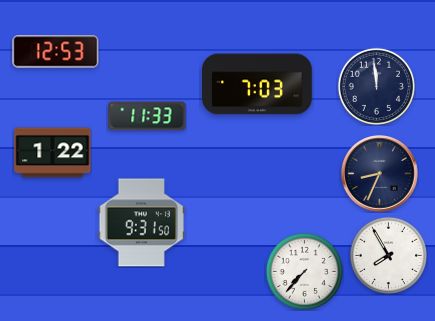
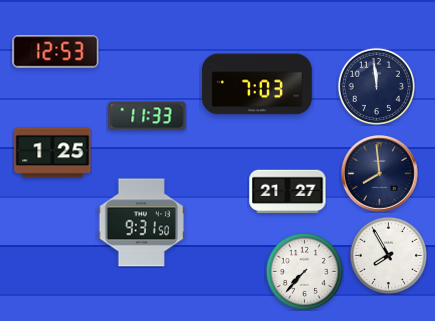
clock at (53, 153): 1:22 -> 1:25
clock at (380, 174): 8:34 -> 7:59
clock at (288, 192): none -> 21:27
